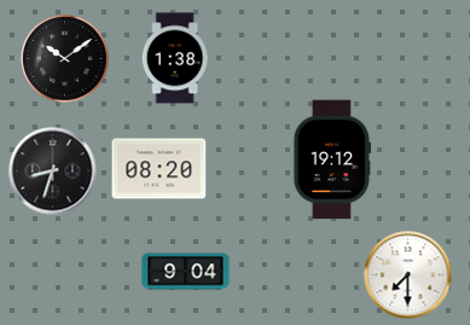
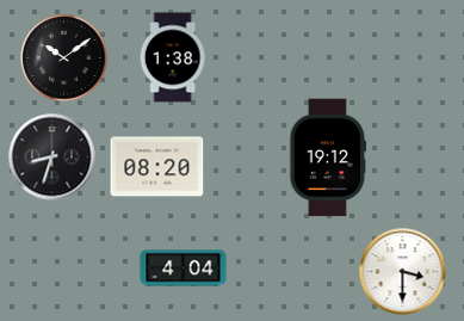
clock at (53, 172) position: (53, 172) -> (52, 158)
clock at (186, 272): 9:04 -> 4:04
clock at (408, 275): 7:30 -> 3:30
